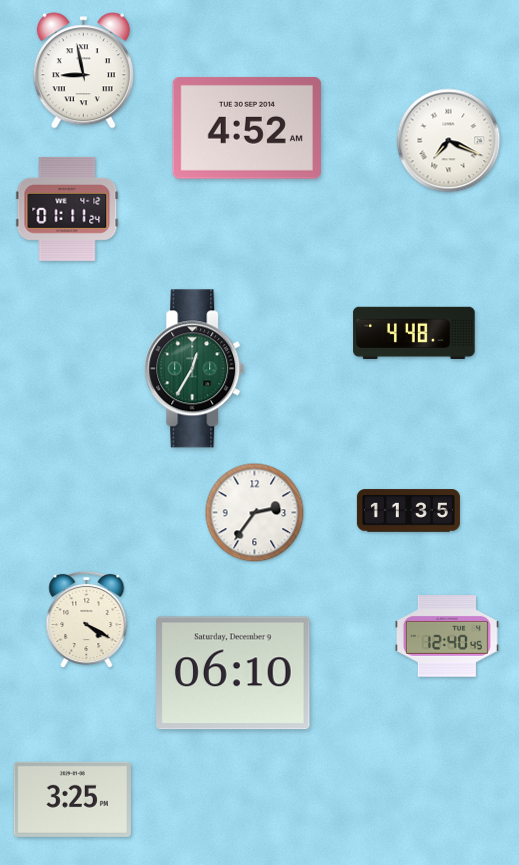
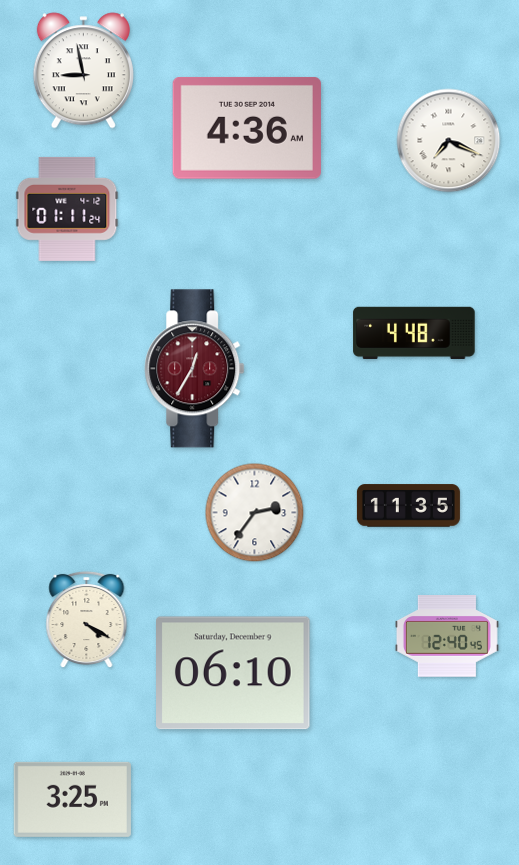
clock at (247, 128): 4:52 -> 4:36
clock at (195, 369) dial: green -> burgundy
clock at (408, 511) position: (408, 511) -> (408, 506)
